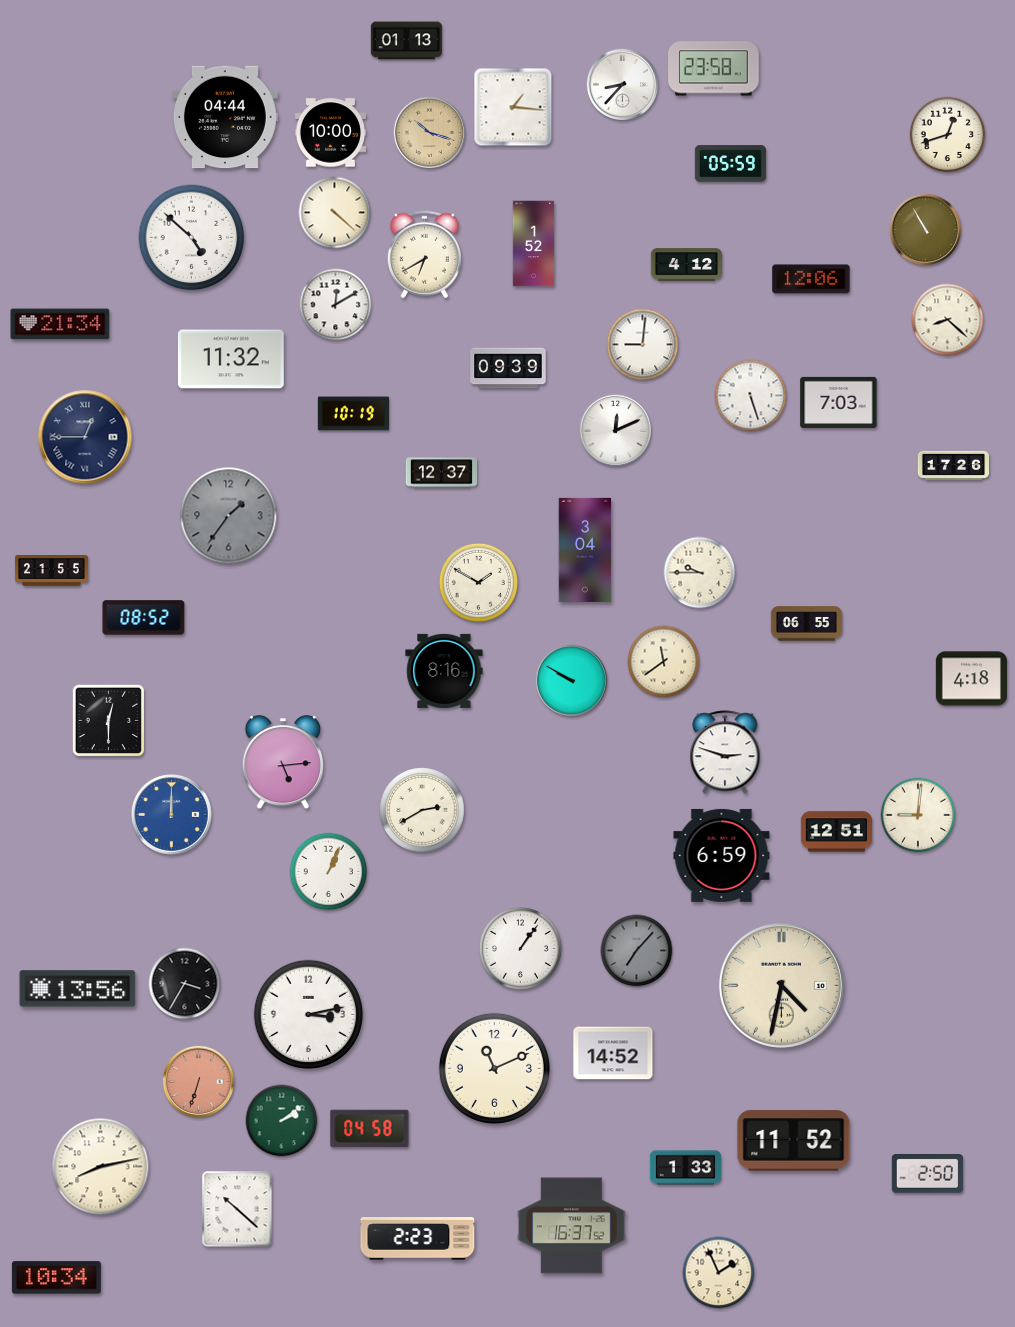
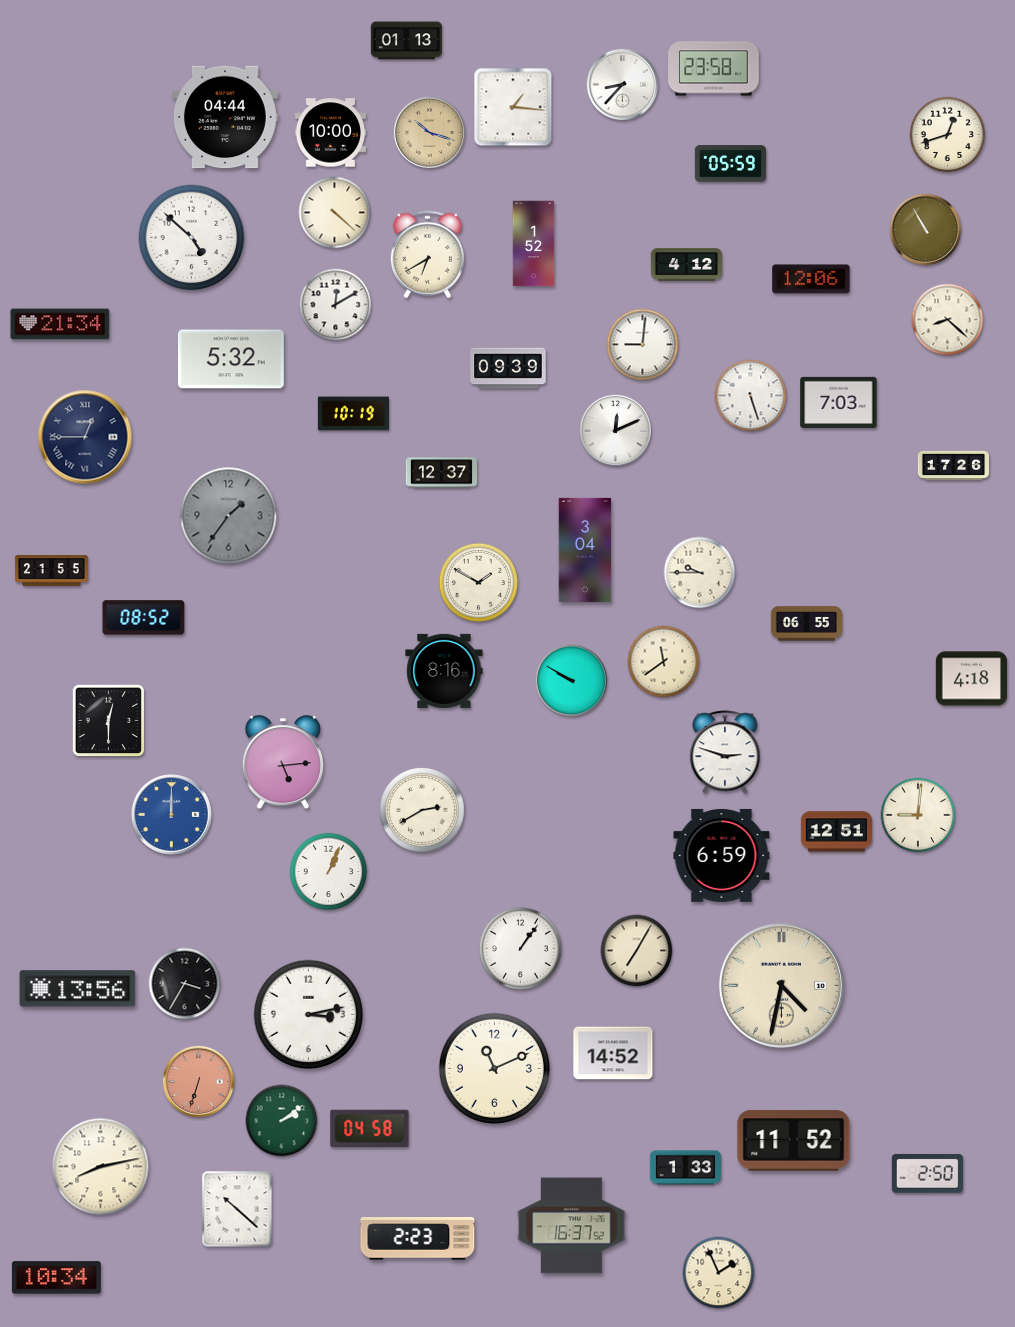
clock at (424, 255) position: (424, 255) -> (427, 255)
clock at (231, 359): 11:32 -> 5:32
clock at (637, 951): 7:07 -> 7:05
clock at (637, 951) dial: grey -> cream
